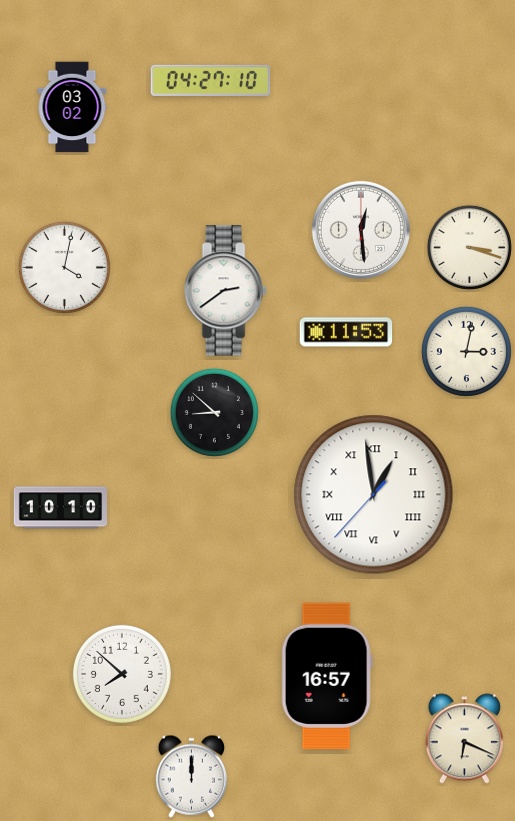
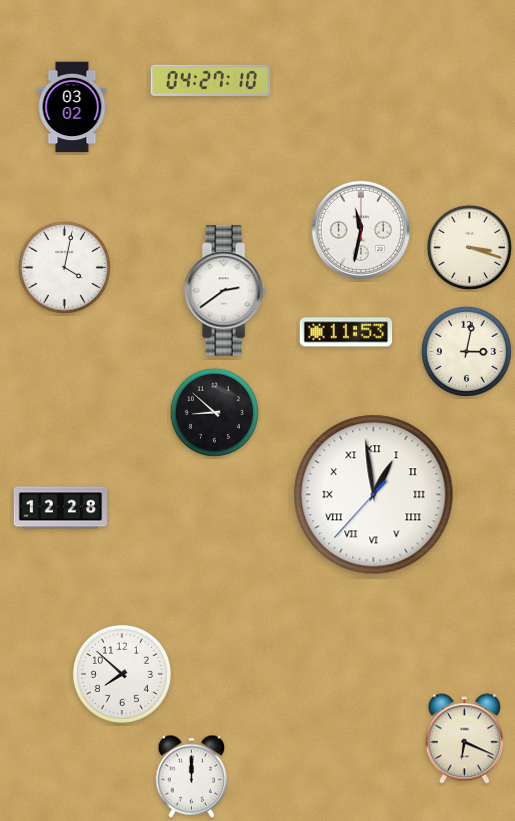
clock at (361, 230): 12:29 -> 11:32
clock at (60, 508): 10:10 -> 12:28
clock at (327, 675): 16:57 -> none
